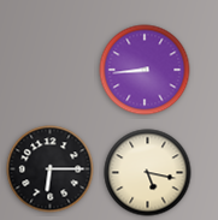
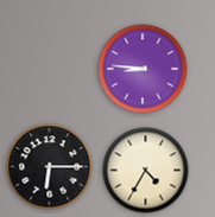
clock at (145, 70): 8:44 -> 8:46
clock at (148, 173): 5:17 -> 4:35
